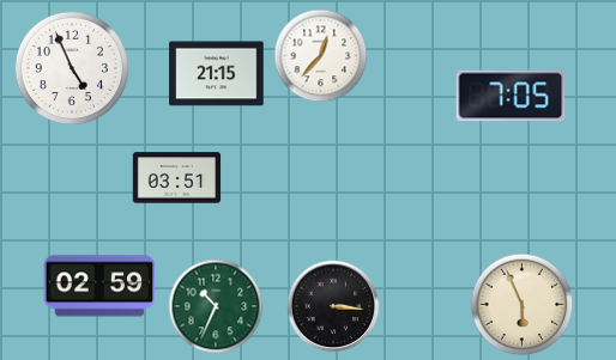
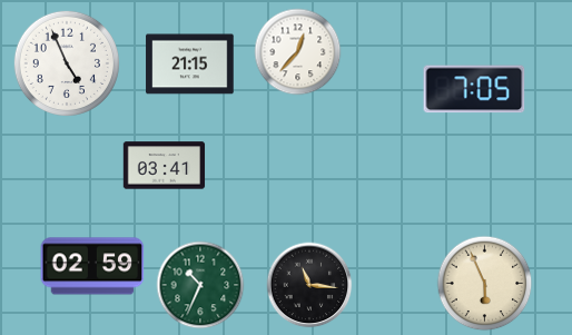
clock at (217, 74) position: (217, 74) -> (190, 65)
clock at (177, 178): 03:51 -> 03:41
clock at (333, 306): 3:16 -> 11:16
